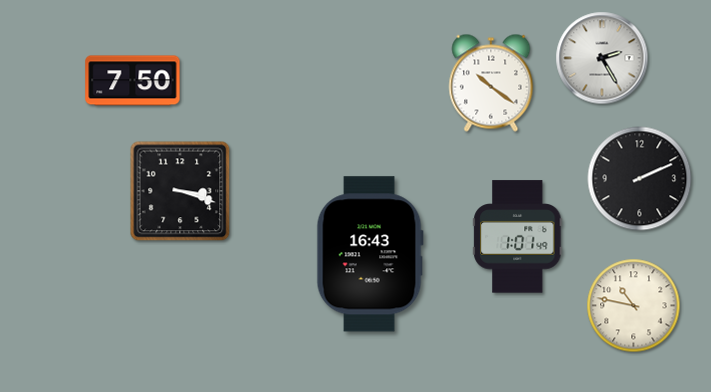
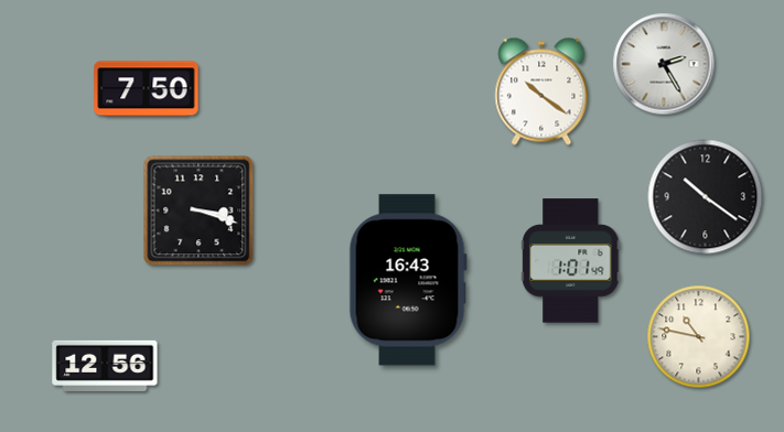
clock at (640, 179): 2:11 -> 10:21
clock at (105, 366): none -> 12:56
